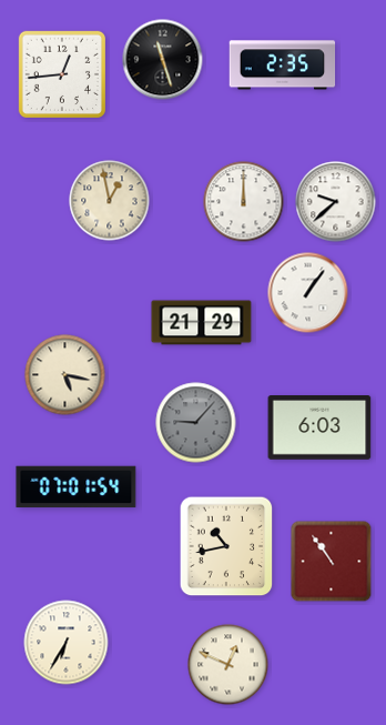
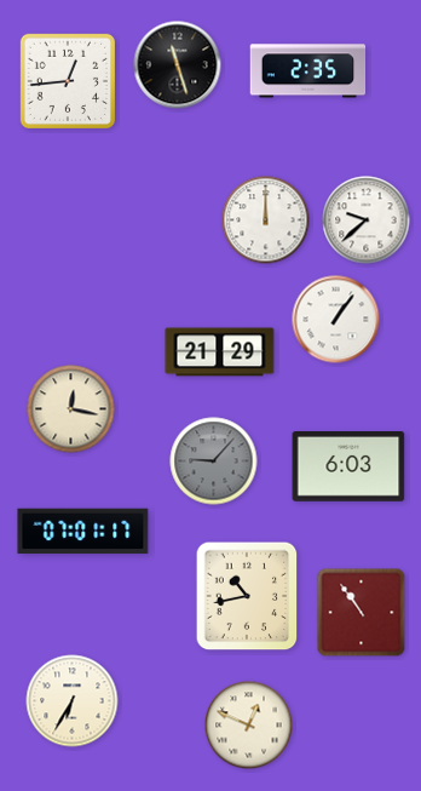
clock at (110, 201): 12:58 -> none
clock at (65, 375): 5:17 -> 12:17
clock at (77, 487): 07:01:54 -> 07:01:17
